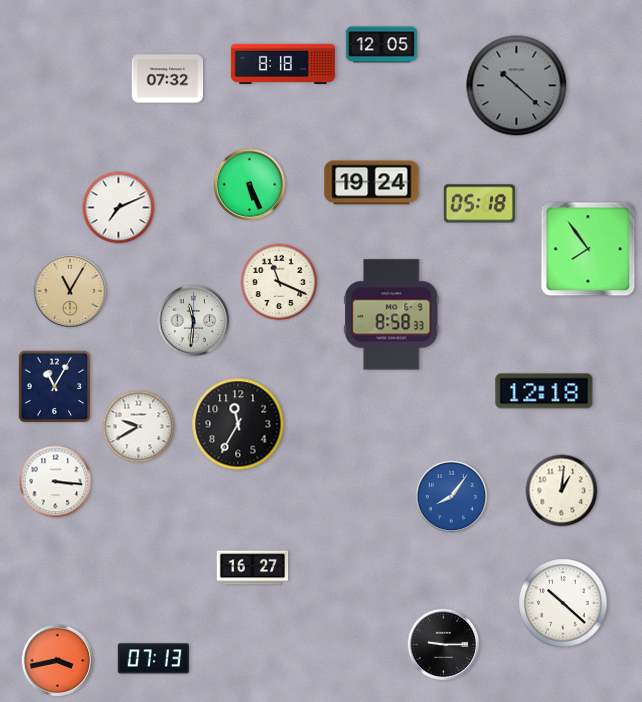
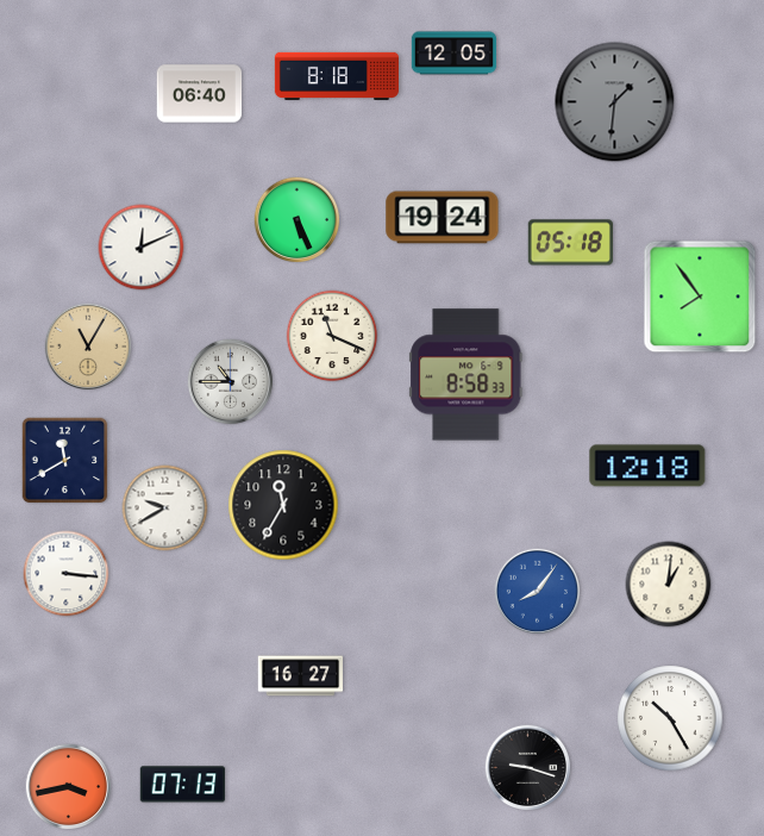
clock at (168, 79): 07:32 -> 06:40
clock at (517, 86): 10:22 -> 1:31
clock at (119, 208): 7:11 -> 12:11
clock at (70, 291) position: (70, 291) -> (88, 347)
clock at (194, 321): 11:31 -> 10:45
clock at (55, 387): 11:05 -> 11:40
clock at (563, 603): 10:22 -> 10:25
clock at (444, 645): 9:15 -> 9:18
